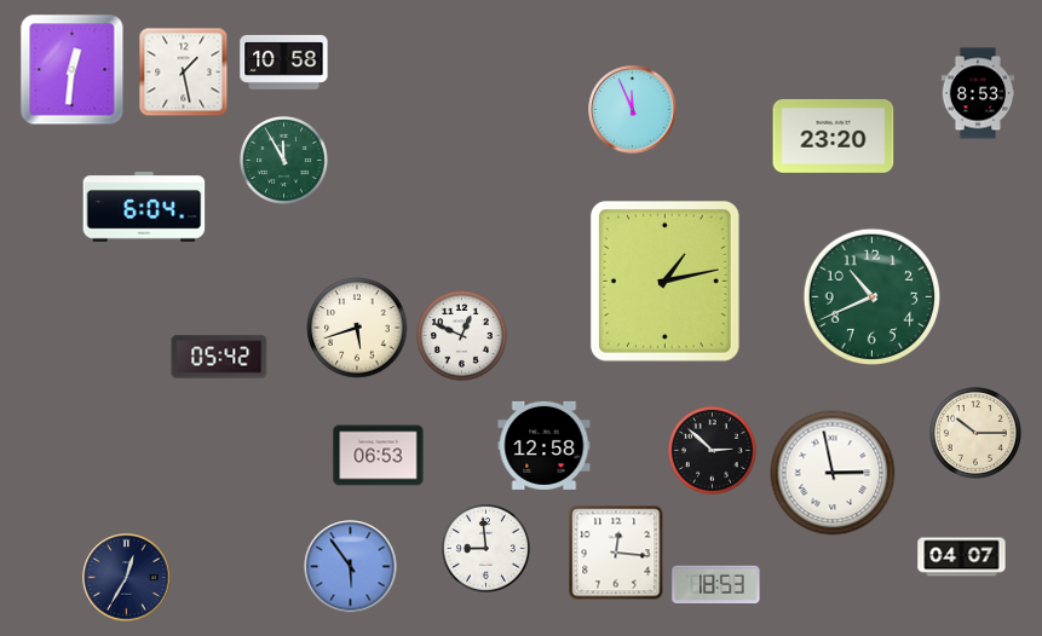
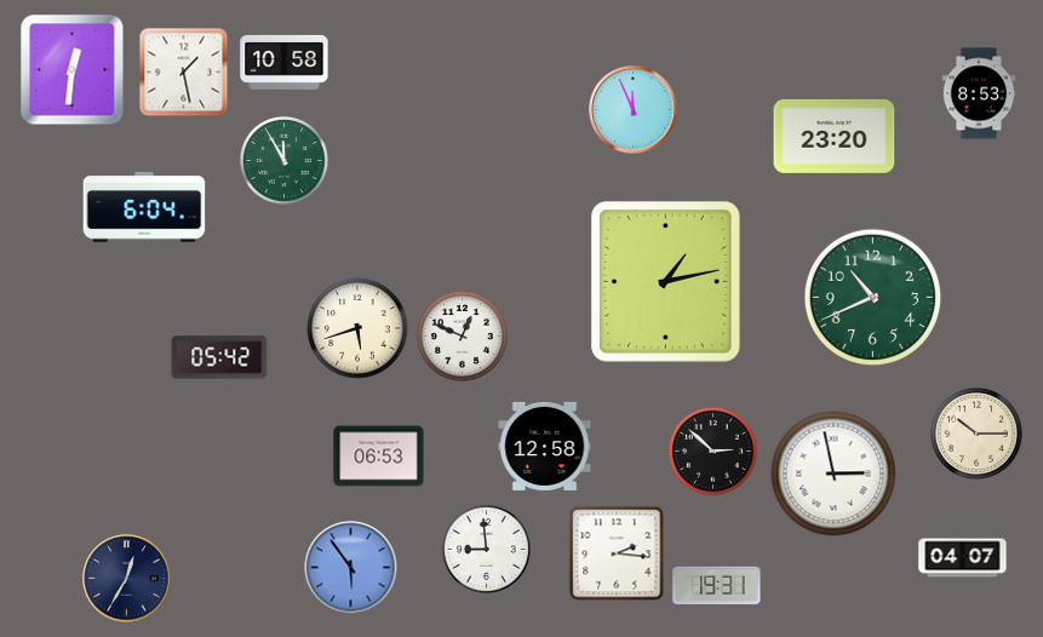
clock at (616, 553): 12:16 -> 2:16
clock at (716, 584): 18:53 -> 19:31
